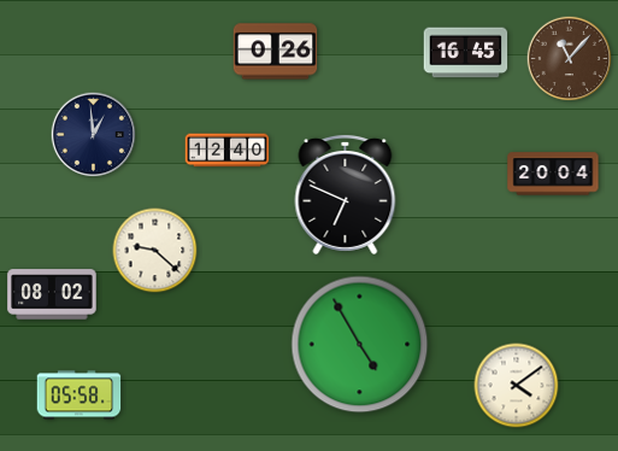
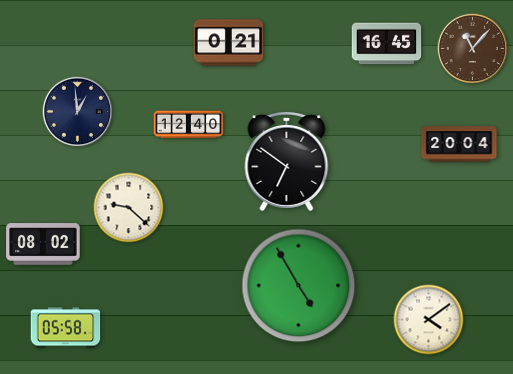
clock at (276, 52): 0:26 -> 0:21
clock at (346, 194): 6:49 -> 6:51
